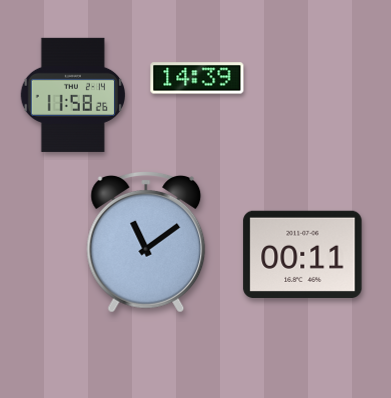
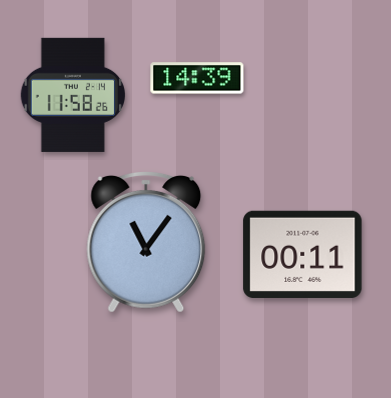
clock at (146, 243): 11:09 -> 11:06
